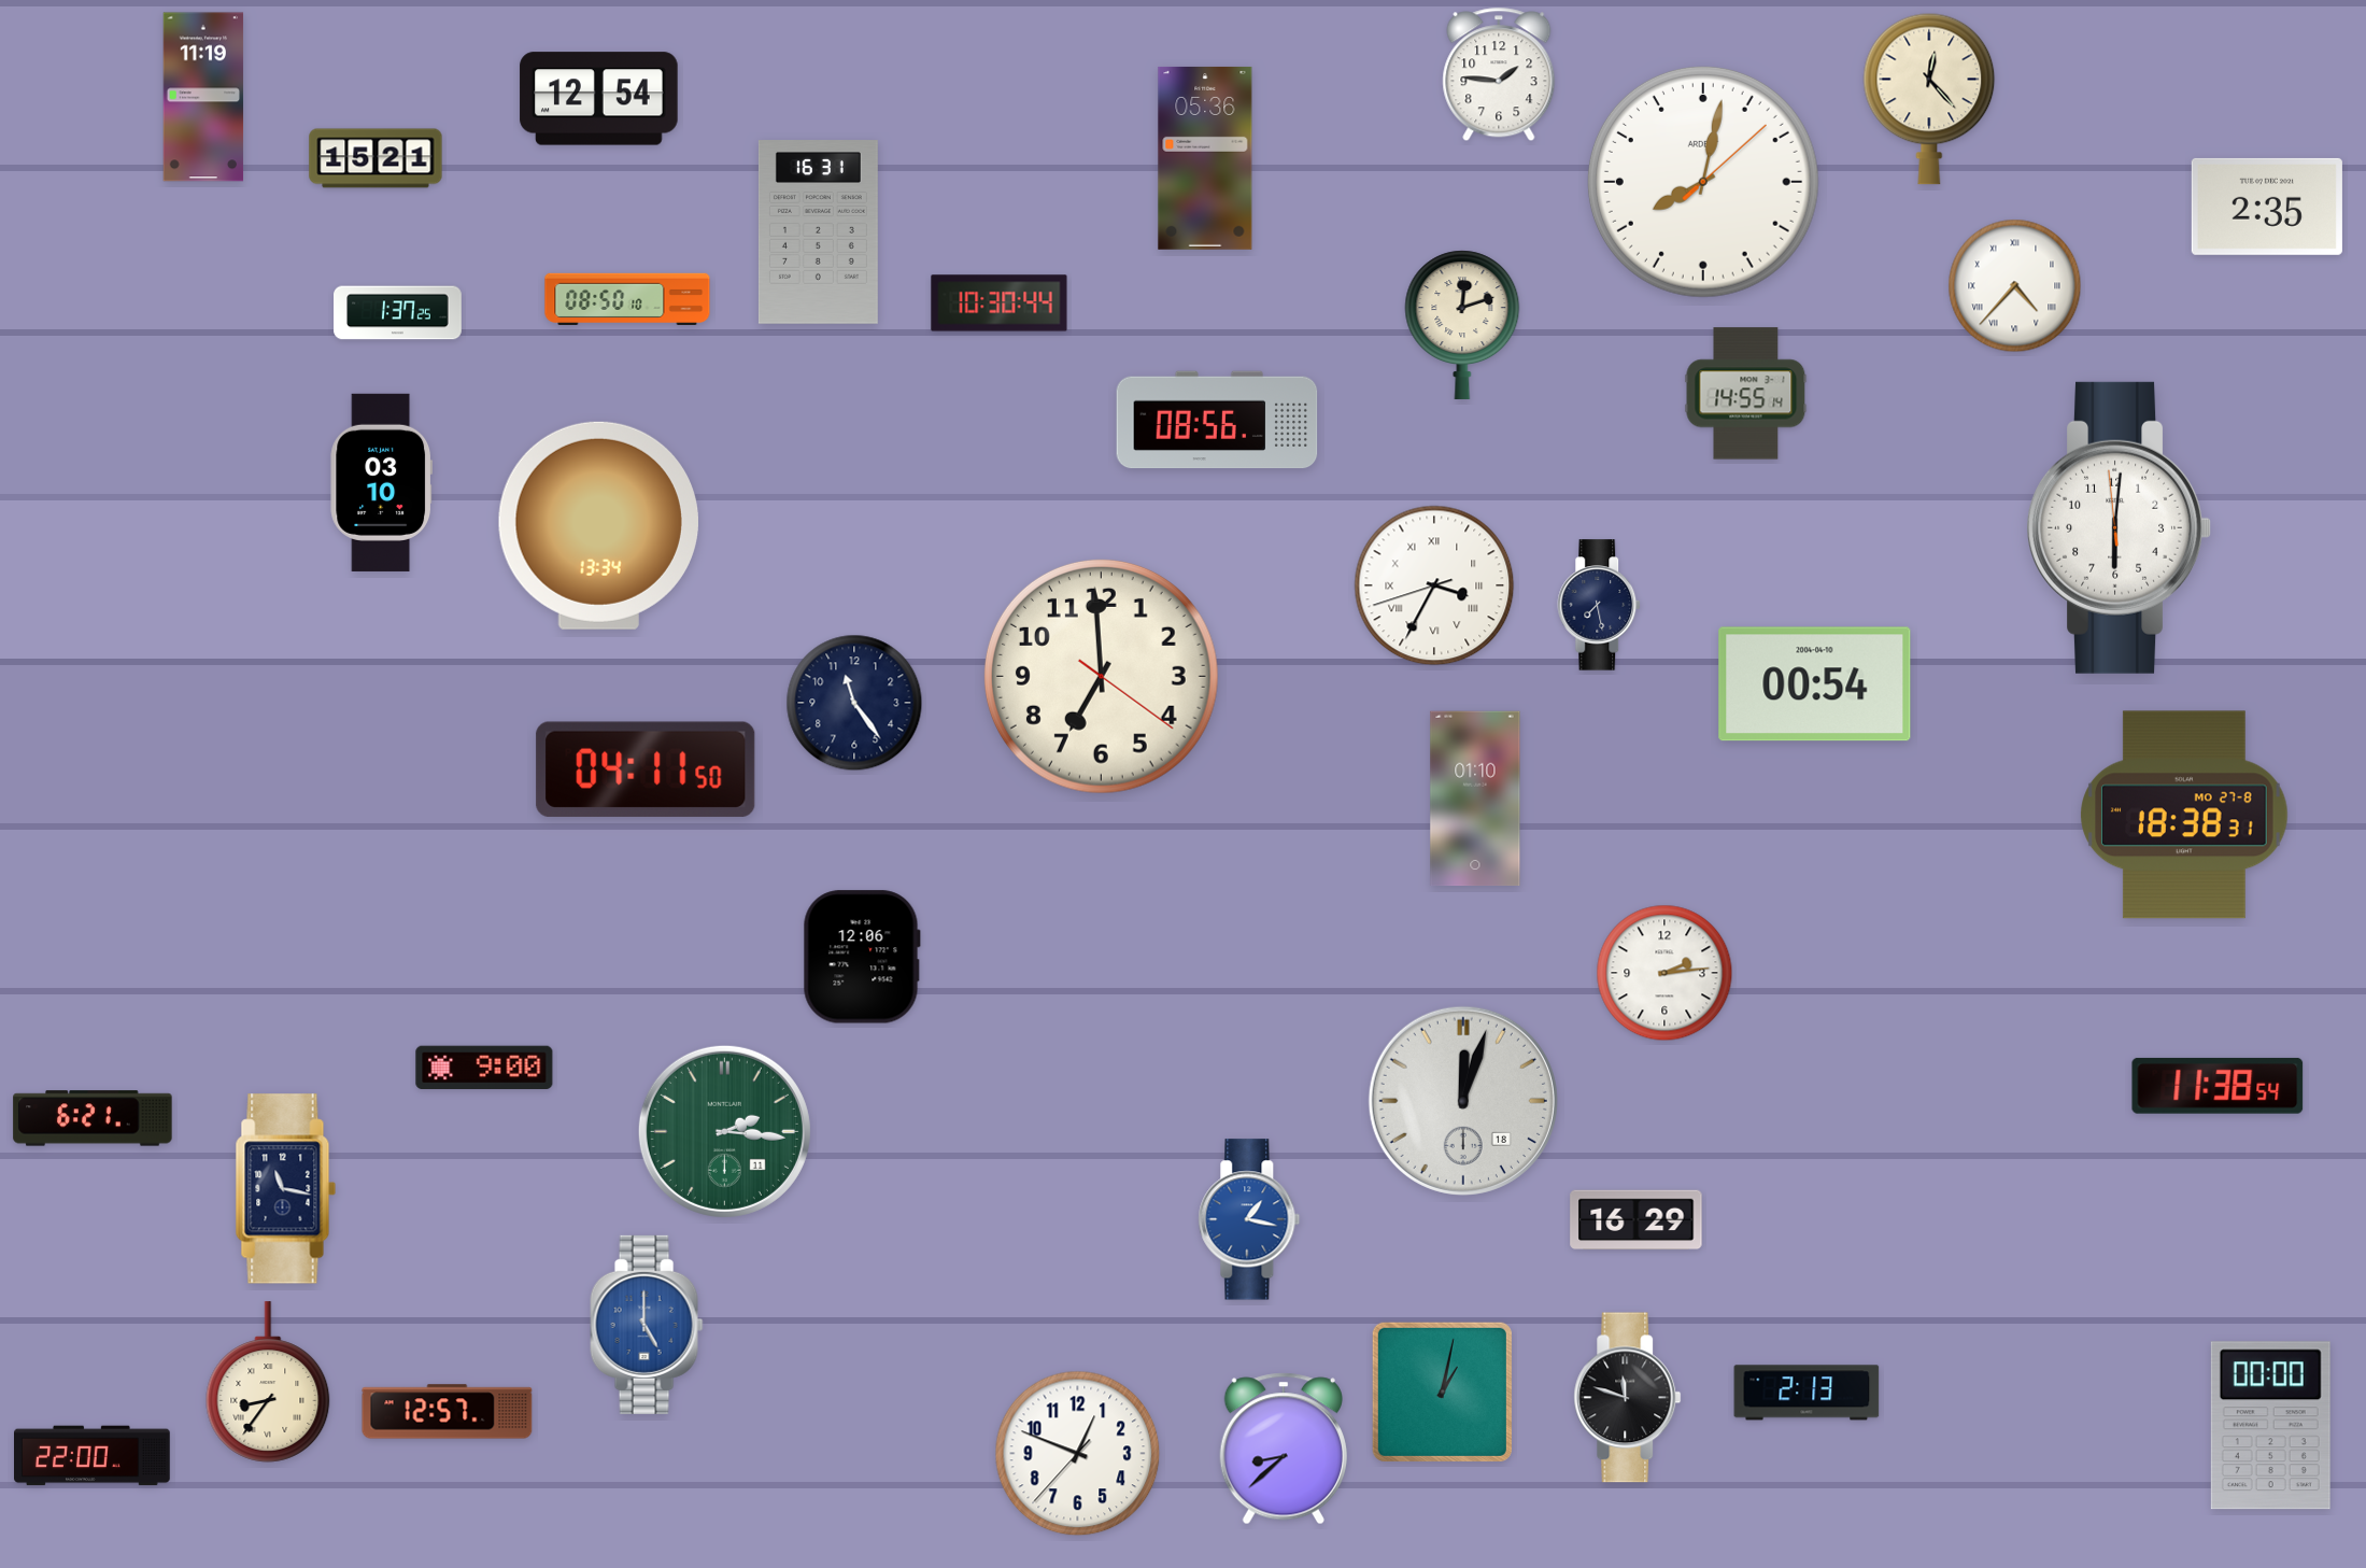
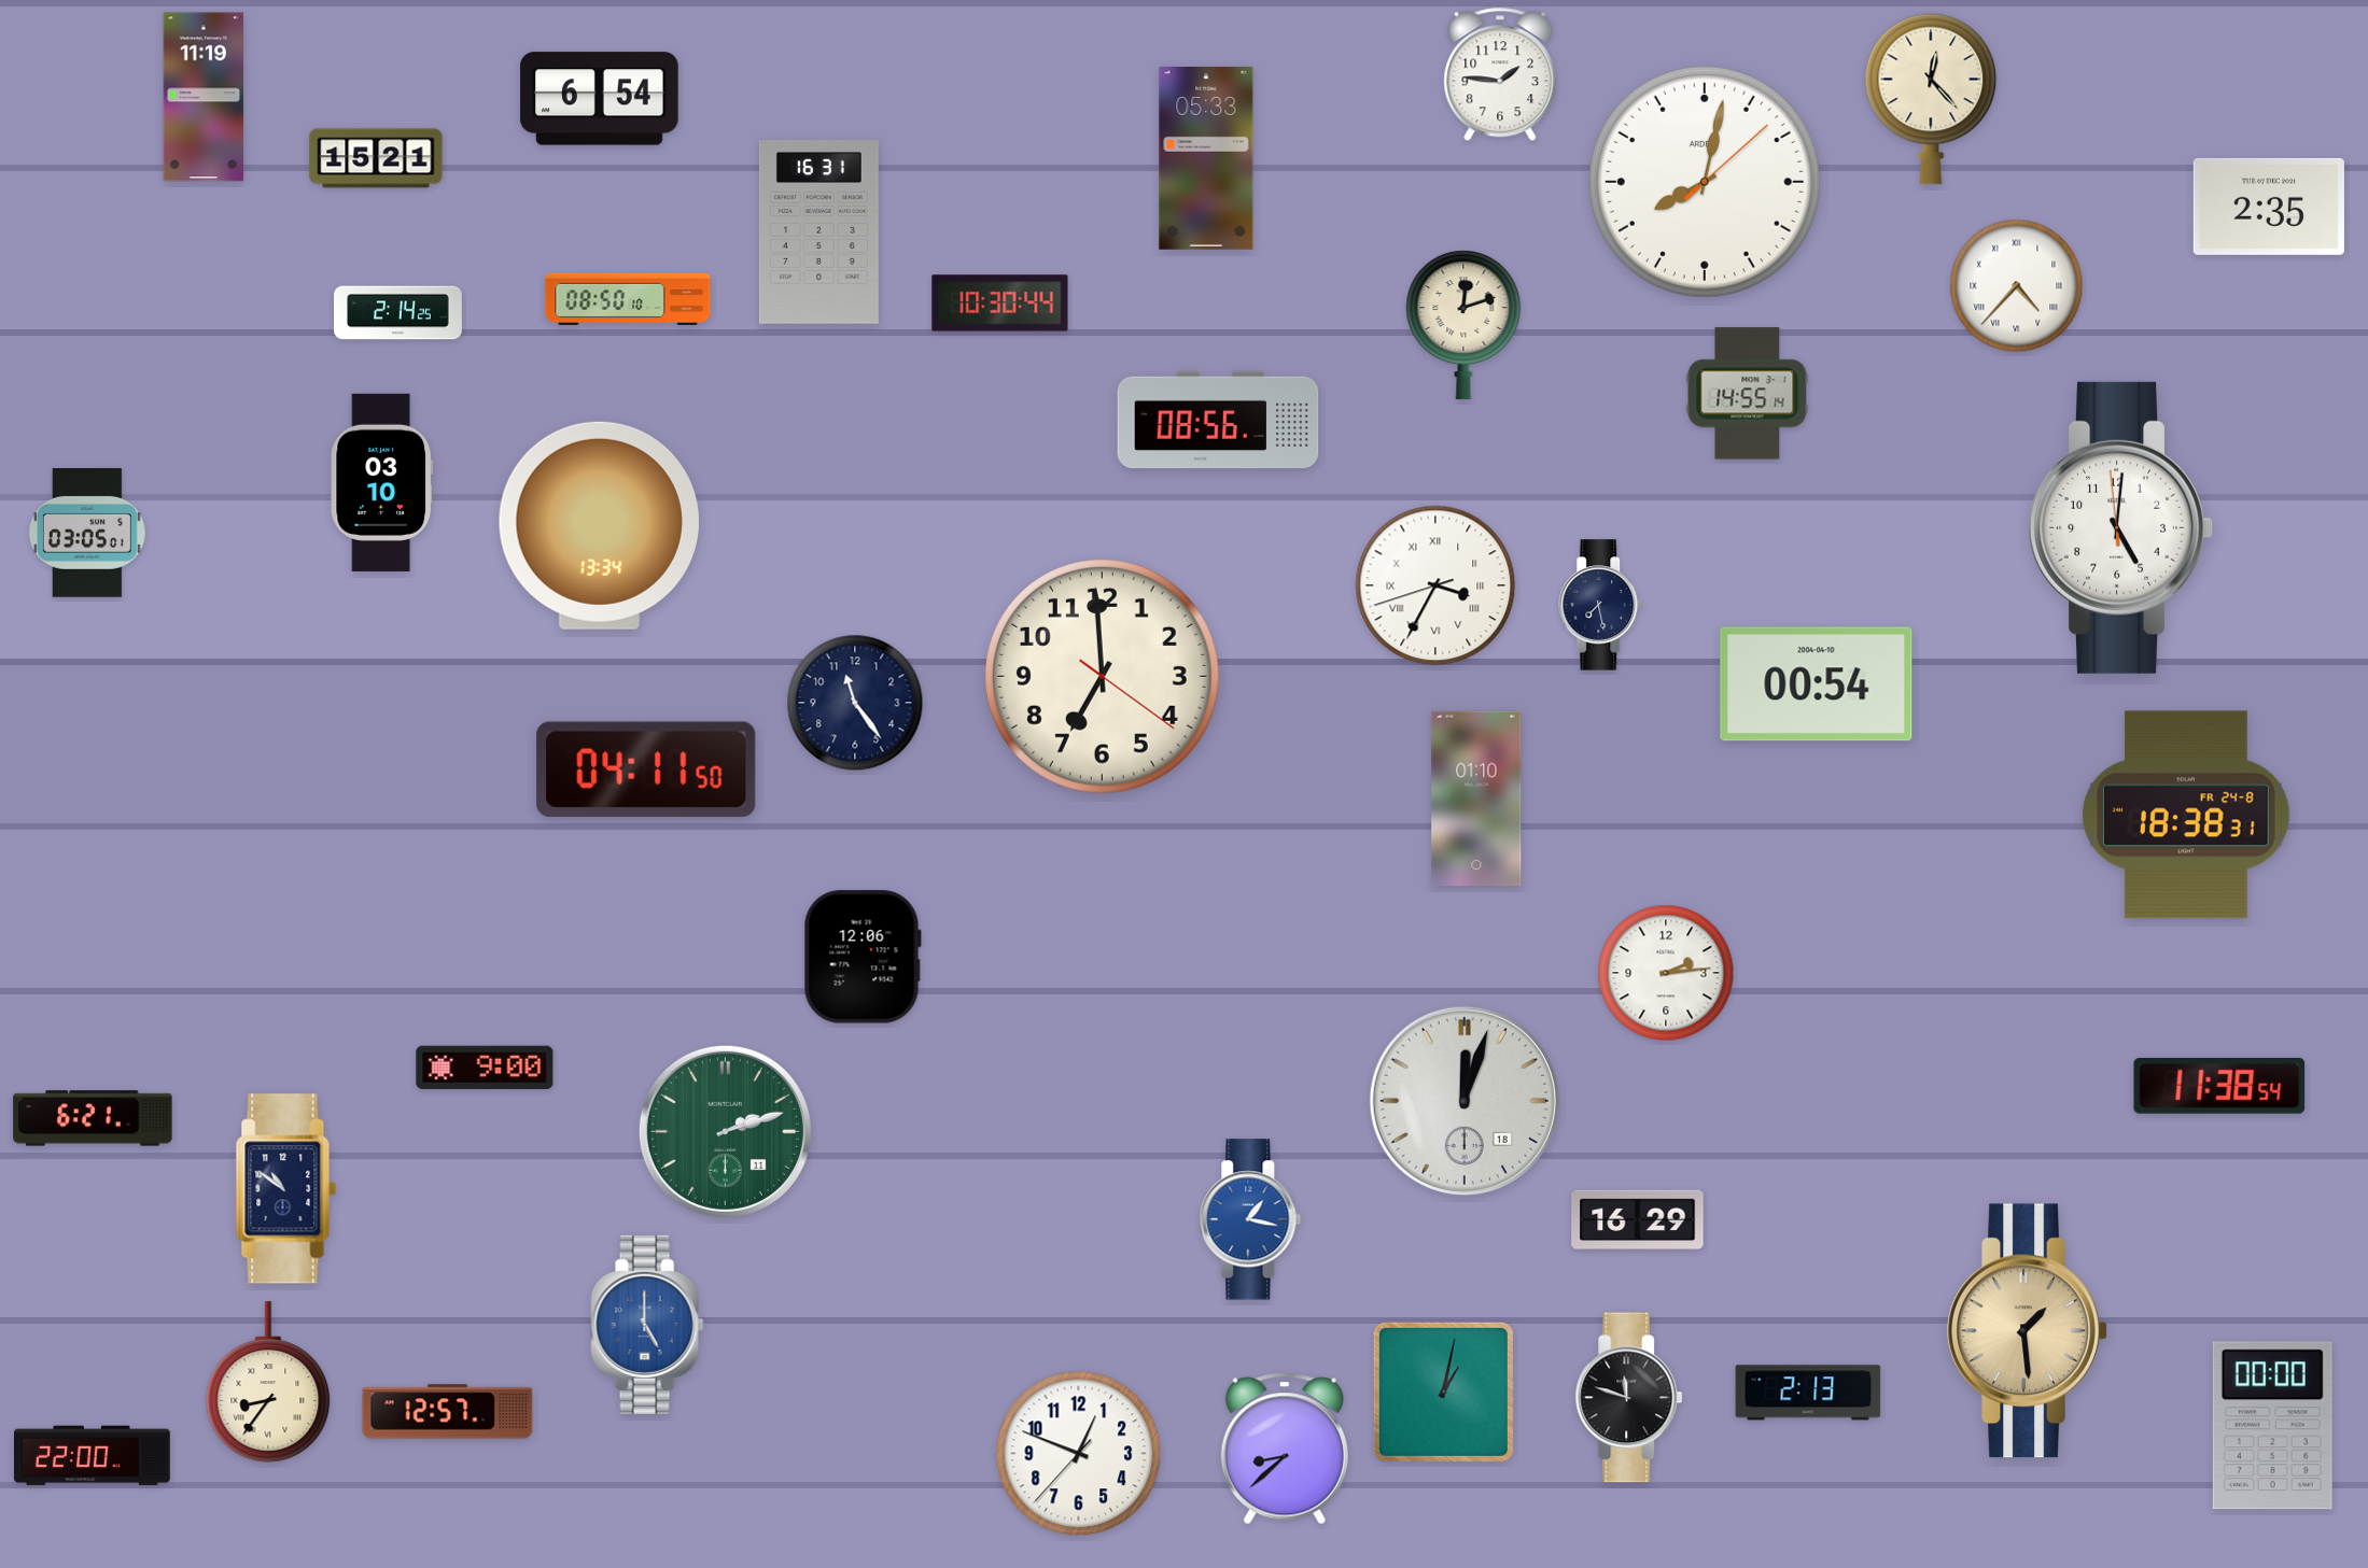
clock at (599, 99): 12:54 -> 6:54
clock at (1205, 158): 05:36 -> 05:33
clock at (398, 313): 1:37 -> 2:14
clock at (2119, 527): 6:00 -> 5:00
clock at (87, 534): none -> 03:05
clock at (2184, 815) date: MO 27-8 -> FR 24-8
clock at (724, 1131): 2:16 -> 2:12
clock at (286, 1189): 11:17 -> 10:51
clock at (2028, 1331): none -> 1:29
